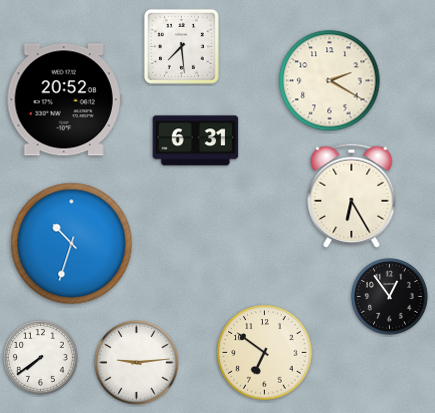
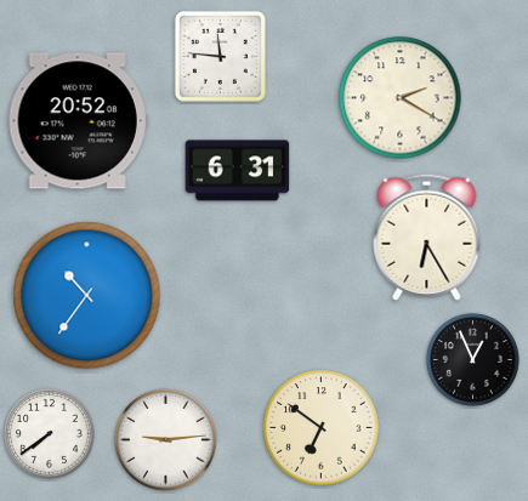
clock at (181, 46): 7:29 -> 11:46
clock at (72, 244): 10:33 -> 10:36
clock at (390, 297): 12:54 -> 12:56
